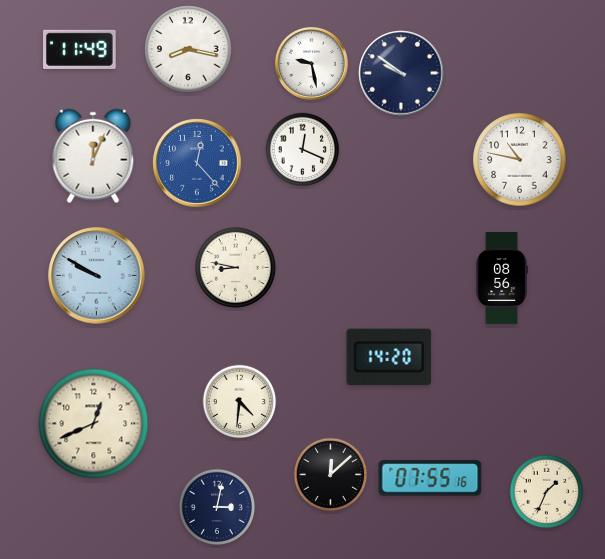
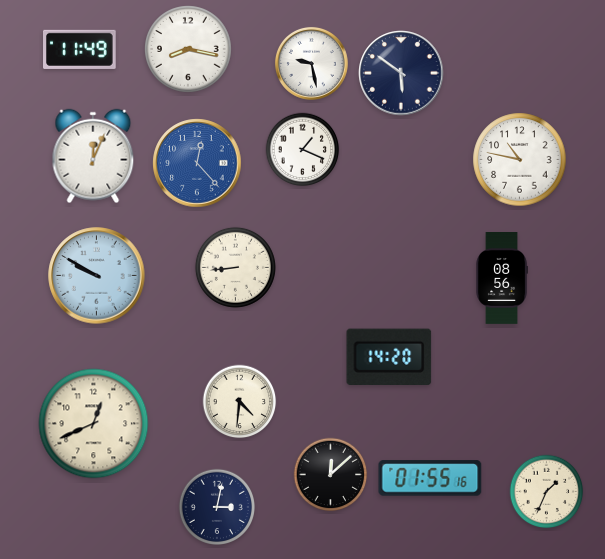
clock at (401, 73): 9:51 -> 5:51
clock at (303, 150): 12:19 -> 1:19
clock at (235, 267): 8:47 -> 8:44
clock at (430, 478): 07:55 -> 01:55
